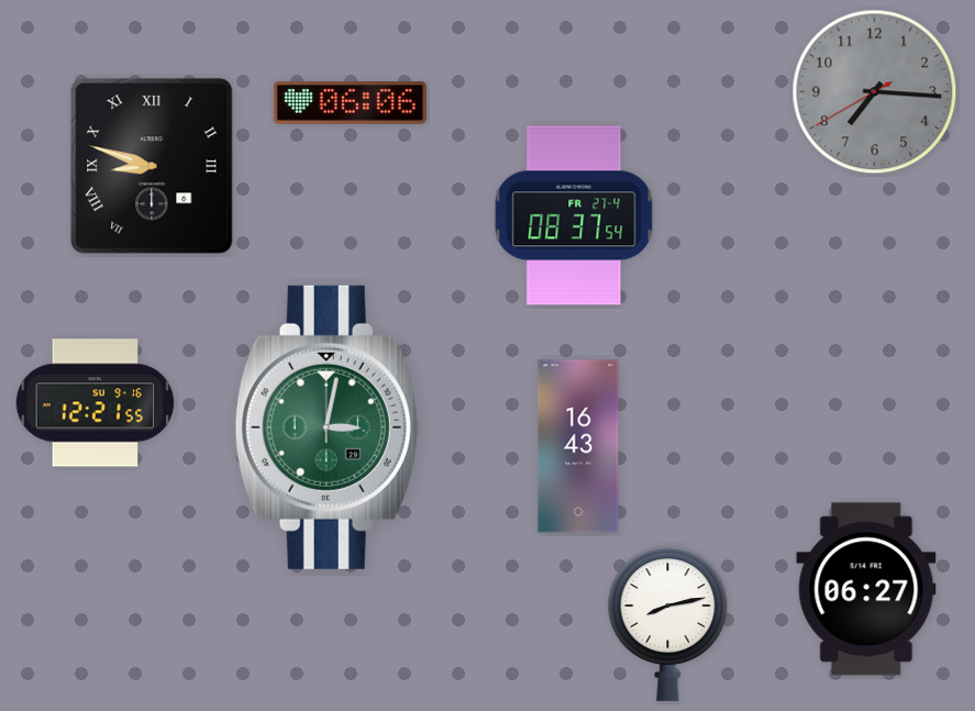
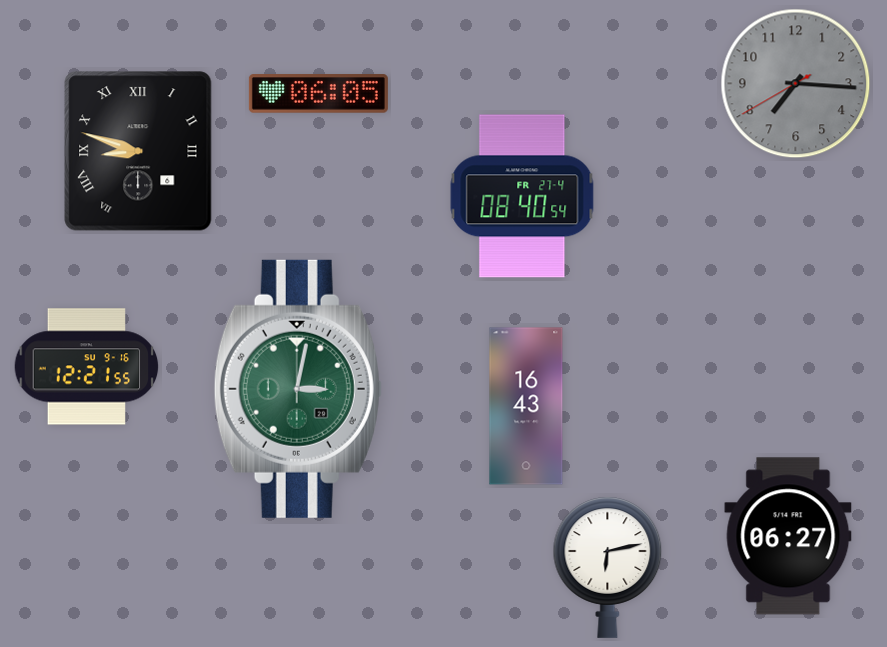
clock at (350, 103): 06:06 -> 06:05
clock at (574, 215): 08:37 -> 08:40
clock at (668, 623): 8:13 -> 6:13
